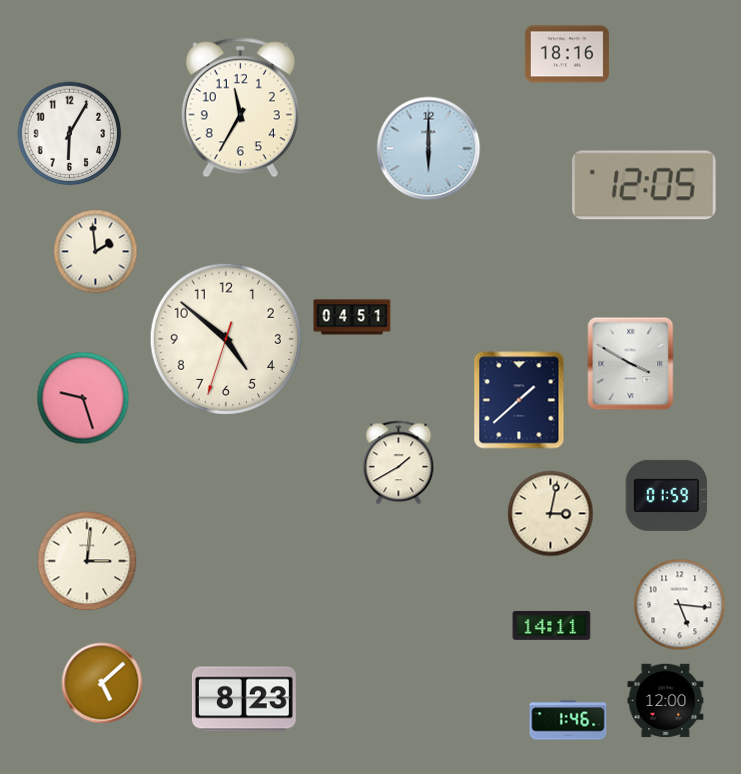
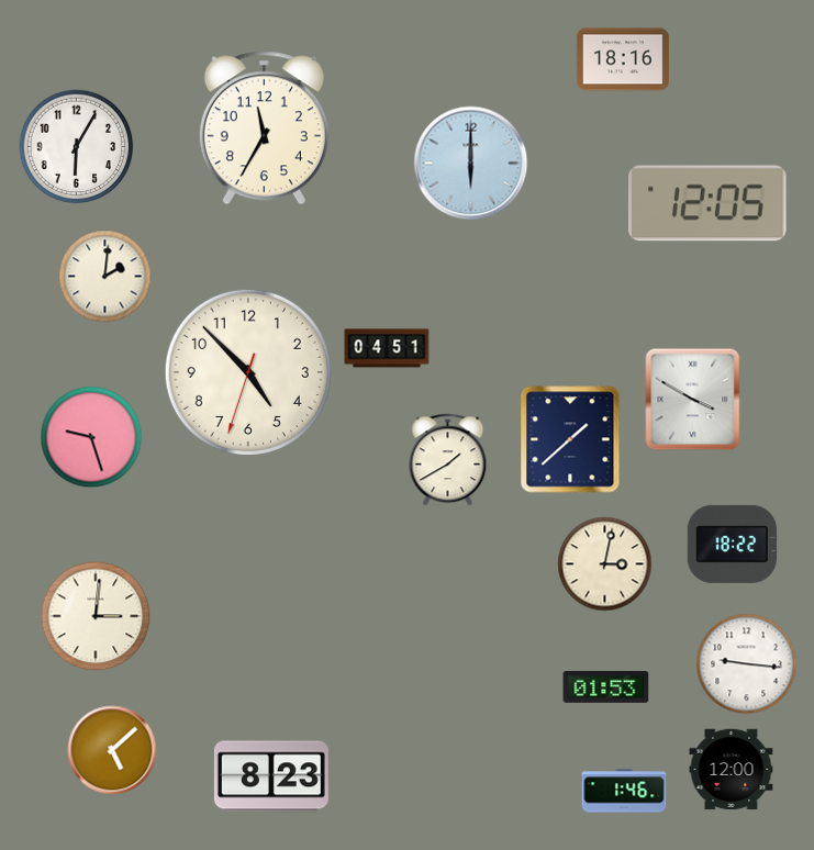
clock at (240, 108) position: (240, 108) -> (264, 128)
clock at (96, 252): 1:59 -> 2:01
clock at (226, 339): 4:51 -> 4:52
clock at (399, 463) position: (399, 463) -> (448, 460)
clock at (667, 495): 01:59 -> 18:22
clock at (680, 605): 5:16 -> 9:16
clock at (552, 625): 14:11 -> 01:53
clock at (244, 699) position: (244, 699) -> (271, 776)
